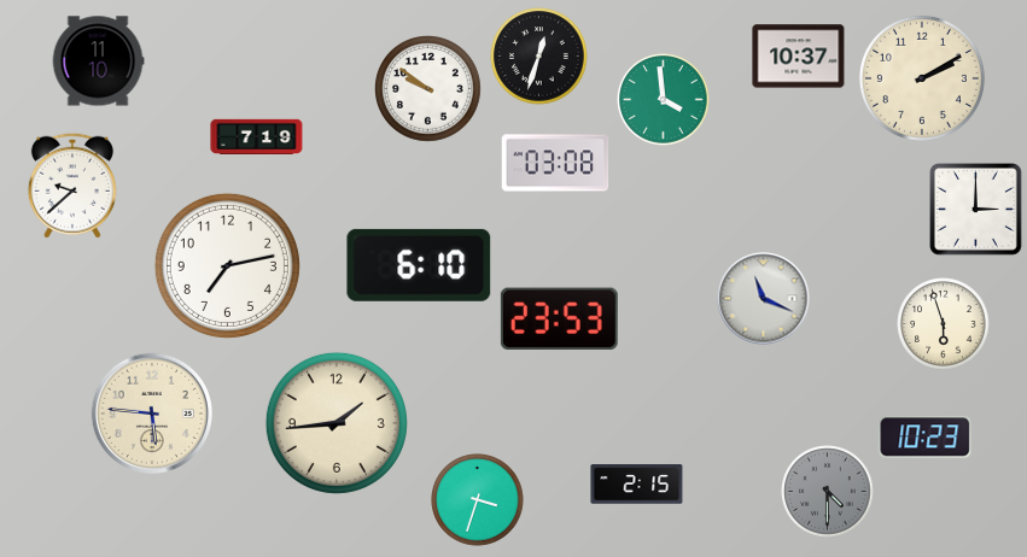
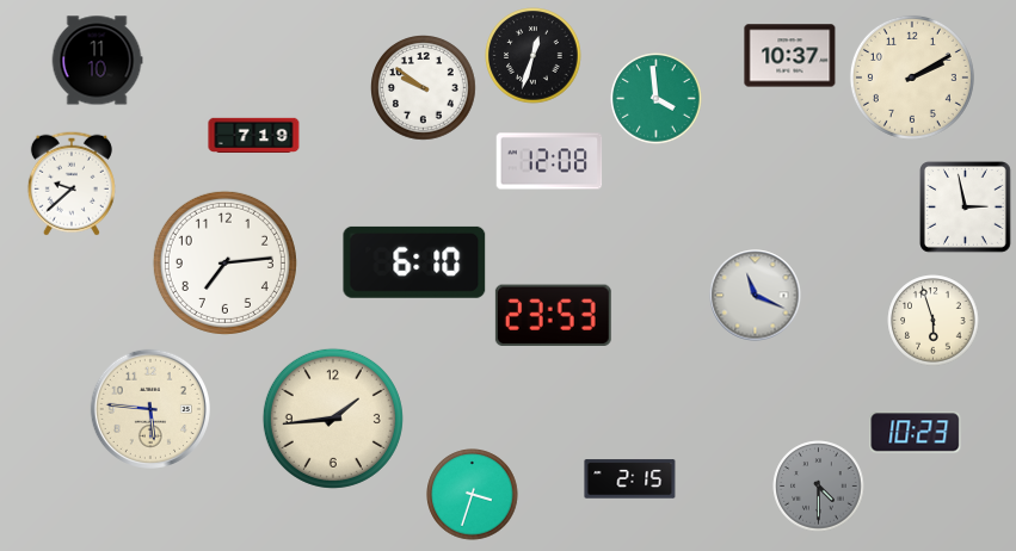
clock at (555, 163): 03:08 -> 12:08
clock at (976, 210): 3:00 -> 2:58
clock at (227, 265): 7:13 -> 7:14
